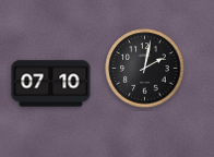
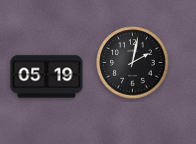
clock at (51, 84): 07:10 -> 05:19
